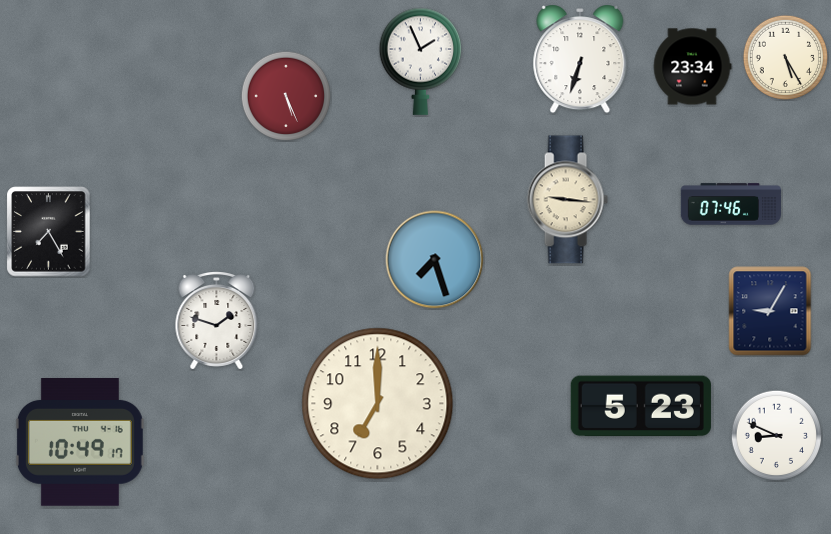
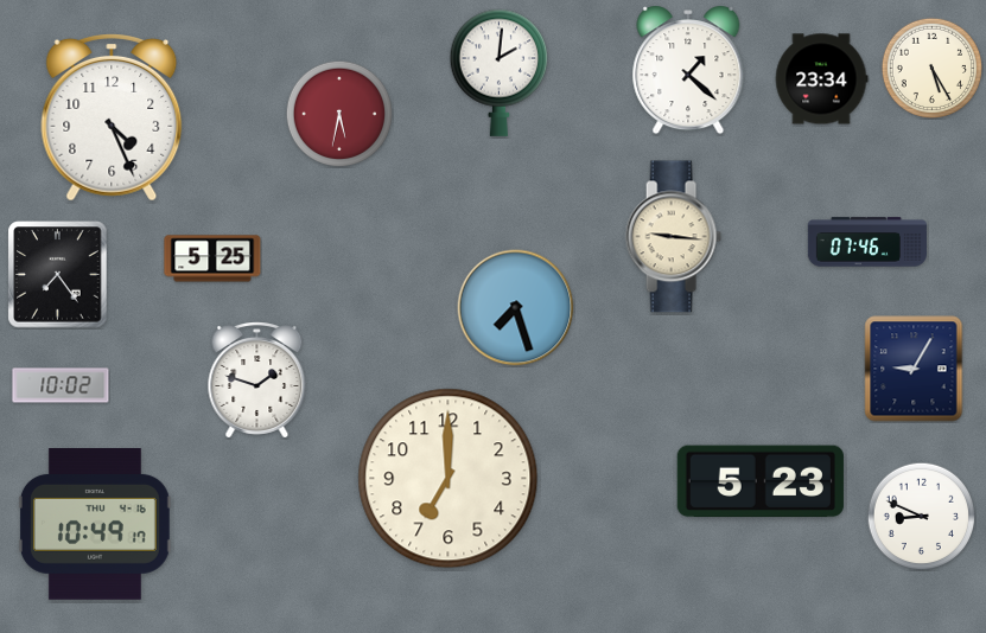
clock at (580, 59): 6:33 -> 1:22
clock at (421, 61): 1:56 -> 2:01
clock at (286, 96): 5:26 -> 5:32
clock at (112, 119): none -> 4:26
clock at (212, 258): none -> 5:25
clock at (49, 232): 7:25 -> 7:24
clock at (61, 385): none -> 10:02
